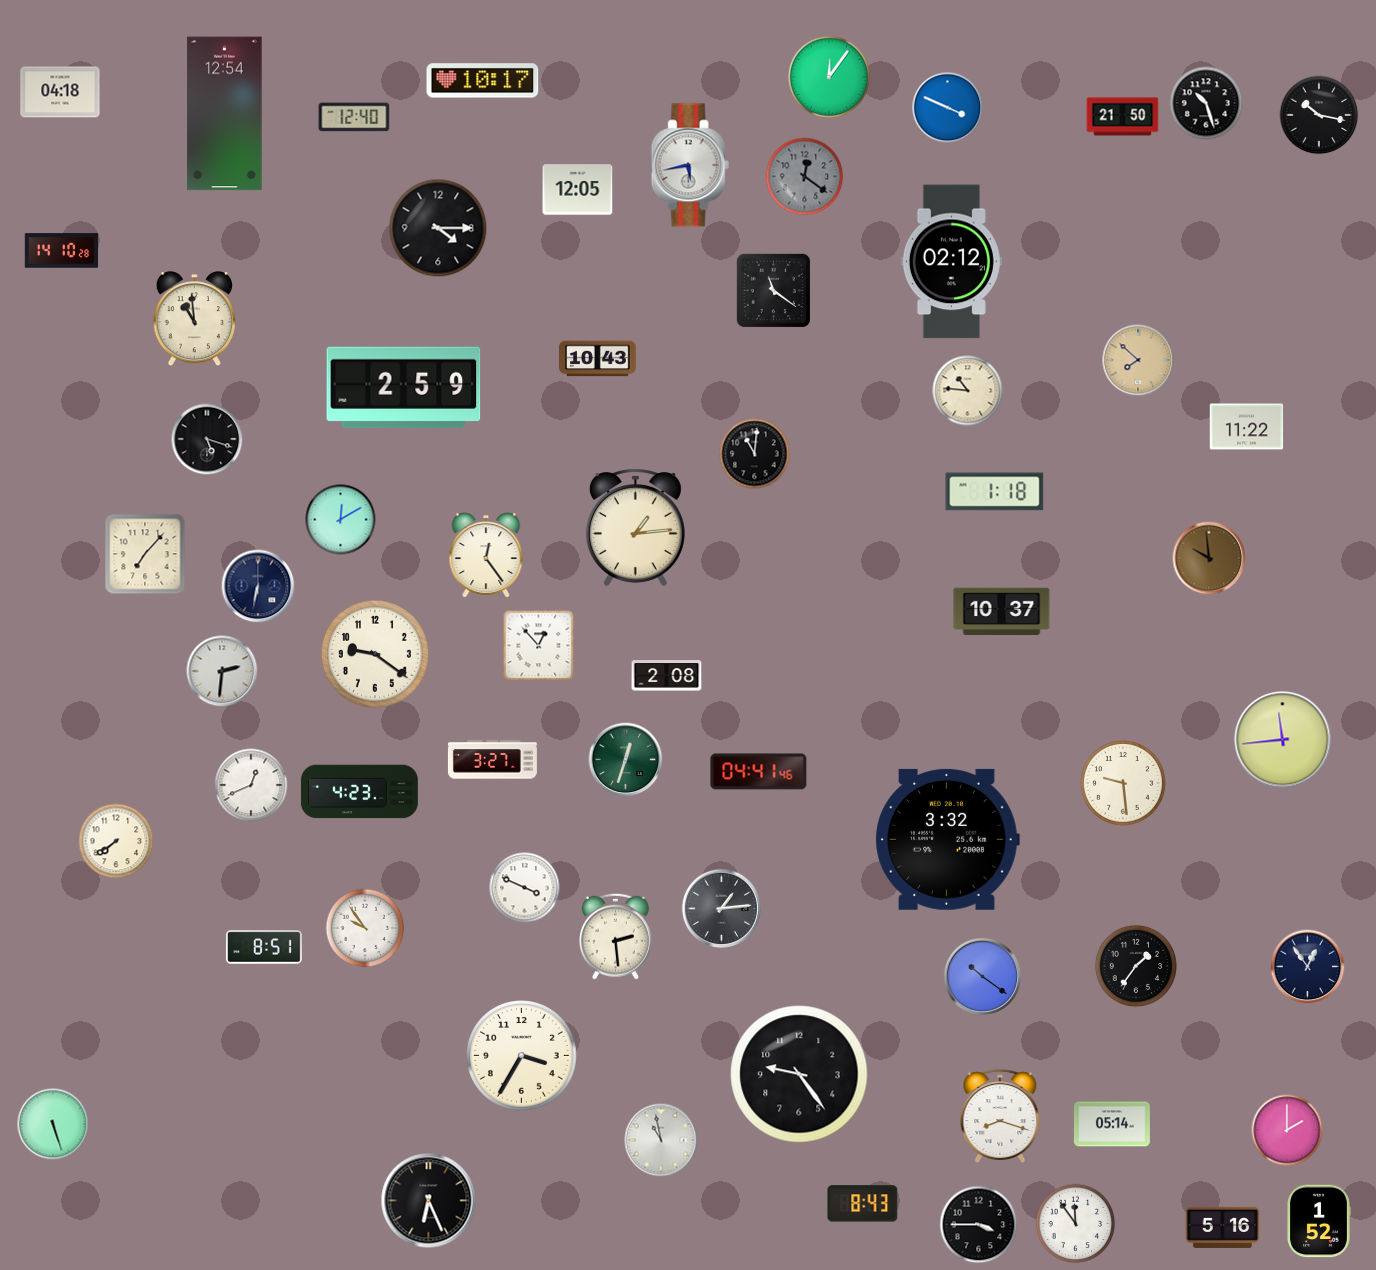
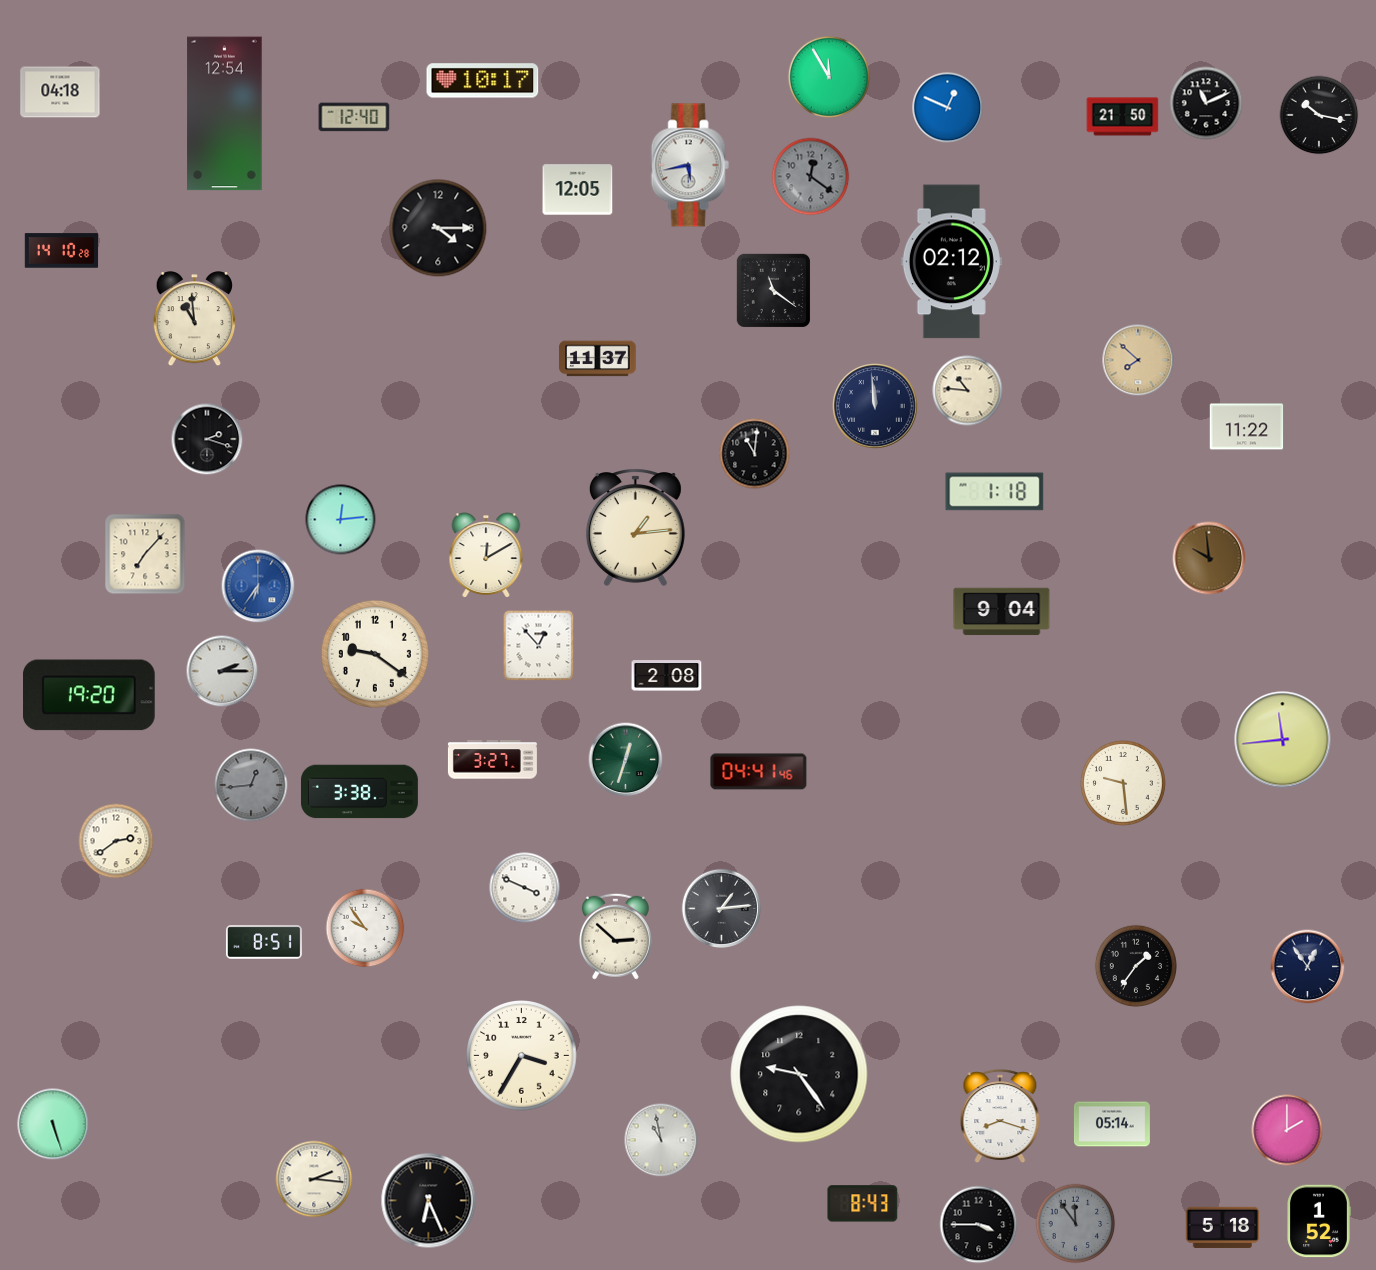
clock at (828, 76): 12:06 -> 11:55
clock at (1206, 103): 10:27 -> 11:11
clock at (948, 108): 3:49 -> 12:49
clock at (805, 177) position: (805, 177) -> (811, 177)
clock at (598, 359): 10:43 -> 11:37
clock at (404, 388): 2:59 -> none
clock at (875, 406): none -> 11:59
clock at (207, 439): 5:18 -> 2:18
clock at (341, 520): 12:10 -> 12:14
clock at (486, 555): 12:24 -> 12:10
clock at (258, 586): 6:32 -> 6:36
clock at (258, 586) dial: navy -> blue
clock at (1002, 612): 10:37 -> 9:04
clock at (222, 671): 2:31 -> 2:15
clock at (90, 695): none -> 19:20
clock at (251, 785): 12:41 -> 12:44
clock at (251, 785) dial: white -> grey
clock at (359, 792): 4:23 -> 3:38
clock at (947, 839): 3:32 -> none
clock at (116, 841): 7:39 -> 2:39
clock at (615, 936): 2:29 -> 2:52
clock at (264, 947) position: (264, 947) -> (264, 942)
clock at (983, 977): 10:21 -> none
clock at (314, 1179): none -> 2:16
clock at (1076, 1224) dial: white -> grey
clock at (1223, 1227): 5:16 -> 5:18
